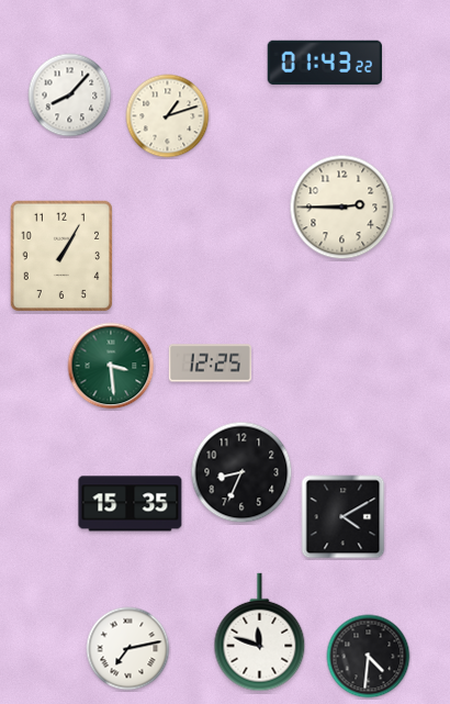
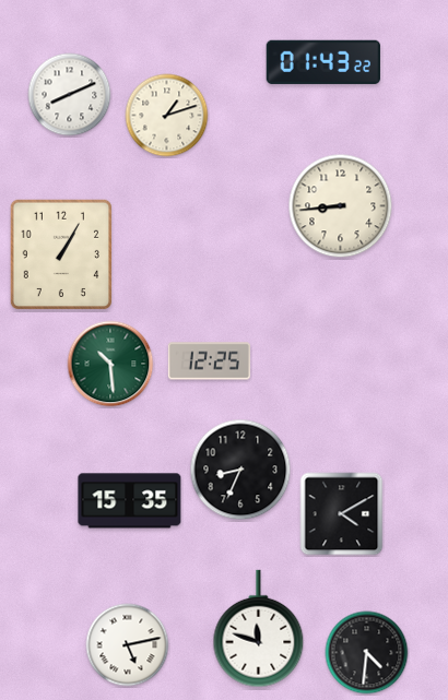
clock at (70, 96): 8:07 -> 8:11
clock at (342, 208): 2:45 -> 8:44
clock at (111, 366): 3:29 -> 10:29
clock at (128, 649): 7:13 -> 5:13
